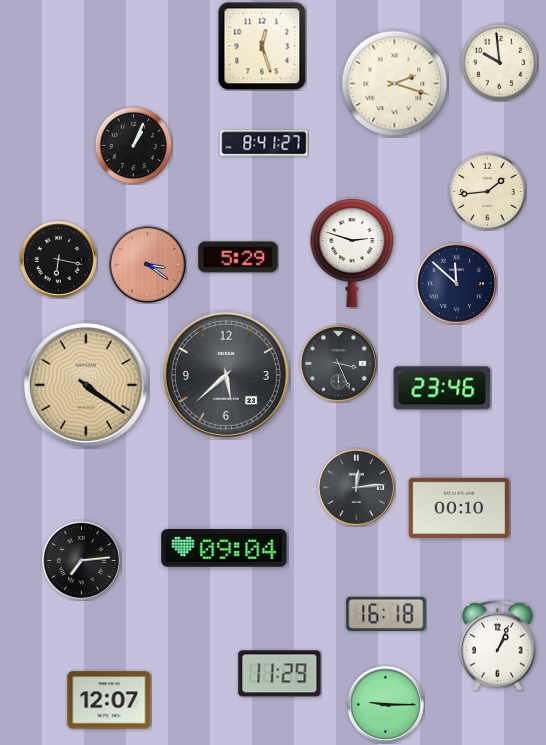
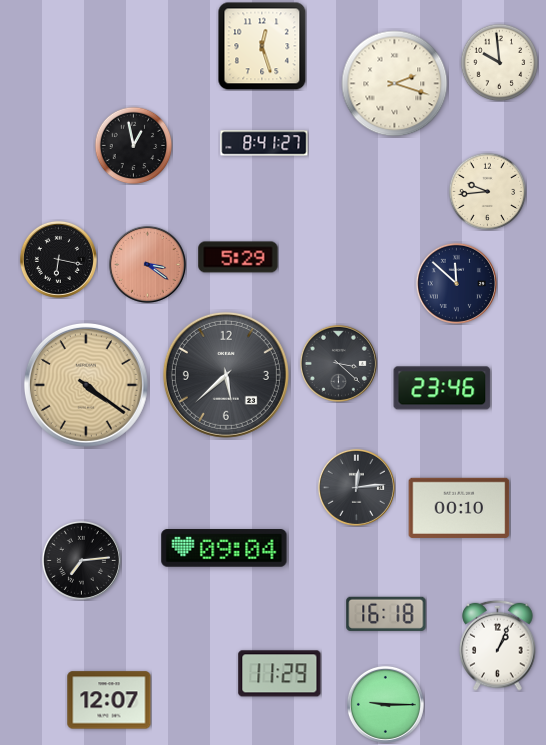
clock at (133, 145): 1:04 -> 12:58
clock at (487, 191): 1:44 -> 9:44
clock at (352, 253): 2:48 -> none
clock at (338, 363): 3:26 -> 3:22
